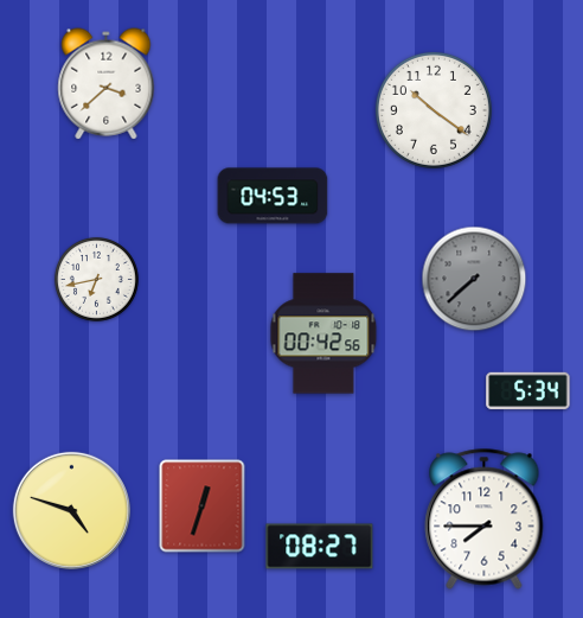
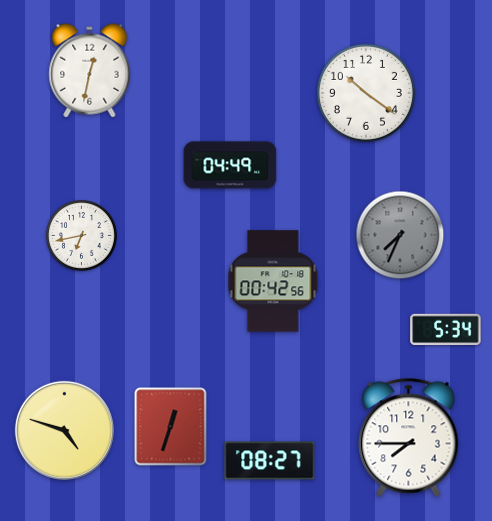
clock at (107, 84): 3:38 -> 12:32
clock at (273, 196): 04:53 -> 04:49
clock at (474, 279): 7:38 -> 7:34
clock at (71, 510) position: (71, 510) -> (64, 430)
